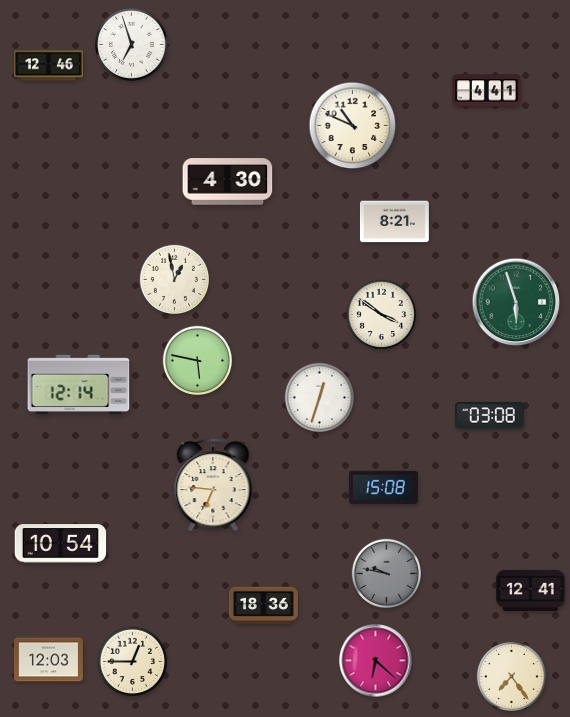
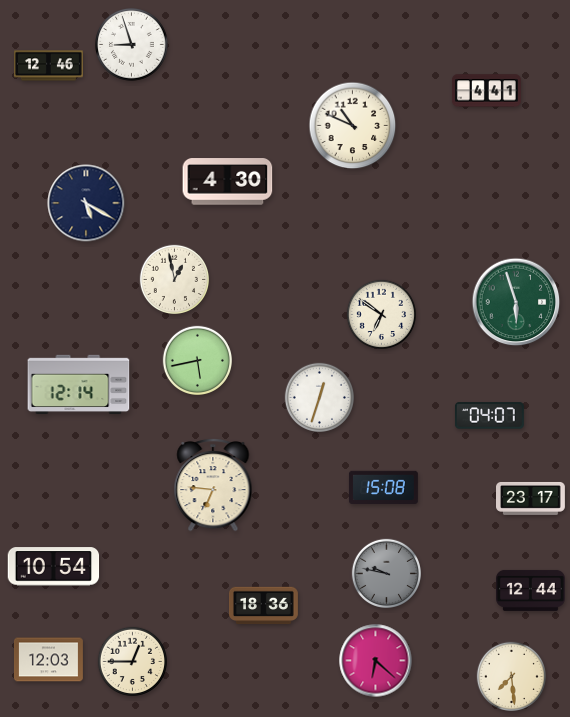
clock at (132, 45): 6:57 -> 8:57
clock at (86, 203): none -> 5:20
clock at (394, 222): 8:21 -> none
clock at (381, 314): 3:51 -> 6:51
clock at (197, 360): 5:47 -> 5:43
clock at (489, 416): 03:08 -> 04:07
clock at (531, 498): none -> 23:17
clock at (61, 544) position: (61, 544) -> (54, 567)
clock at (531, 590): 12:41 -> 12:44
clock at (511, 676): 7:24 -> 7:29
